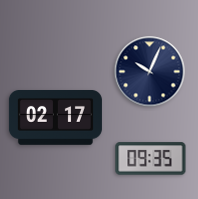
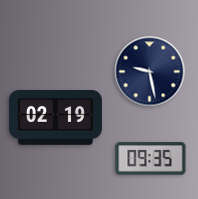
clock at (150, 72): 10:04 -> 9:28
clock at (55, 118): 02:17 -> 02:19
